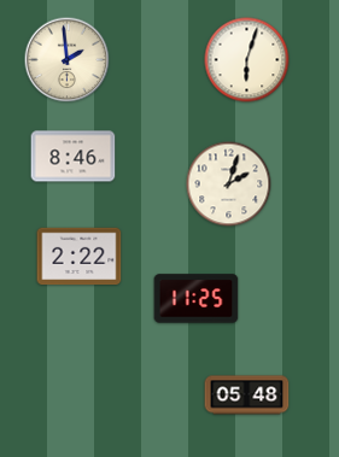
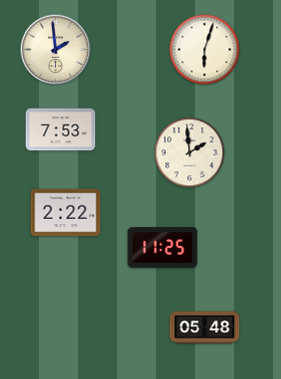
clock at (74, 157): 8:46 -> 7:53
clock at (229, 184): 2:03 -> 1:59
